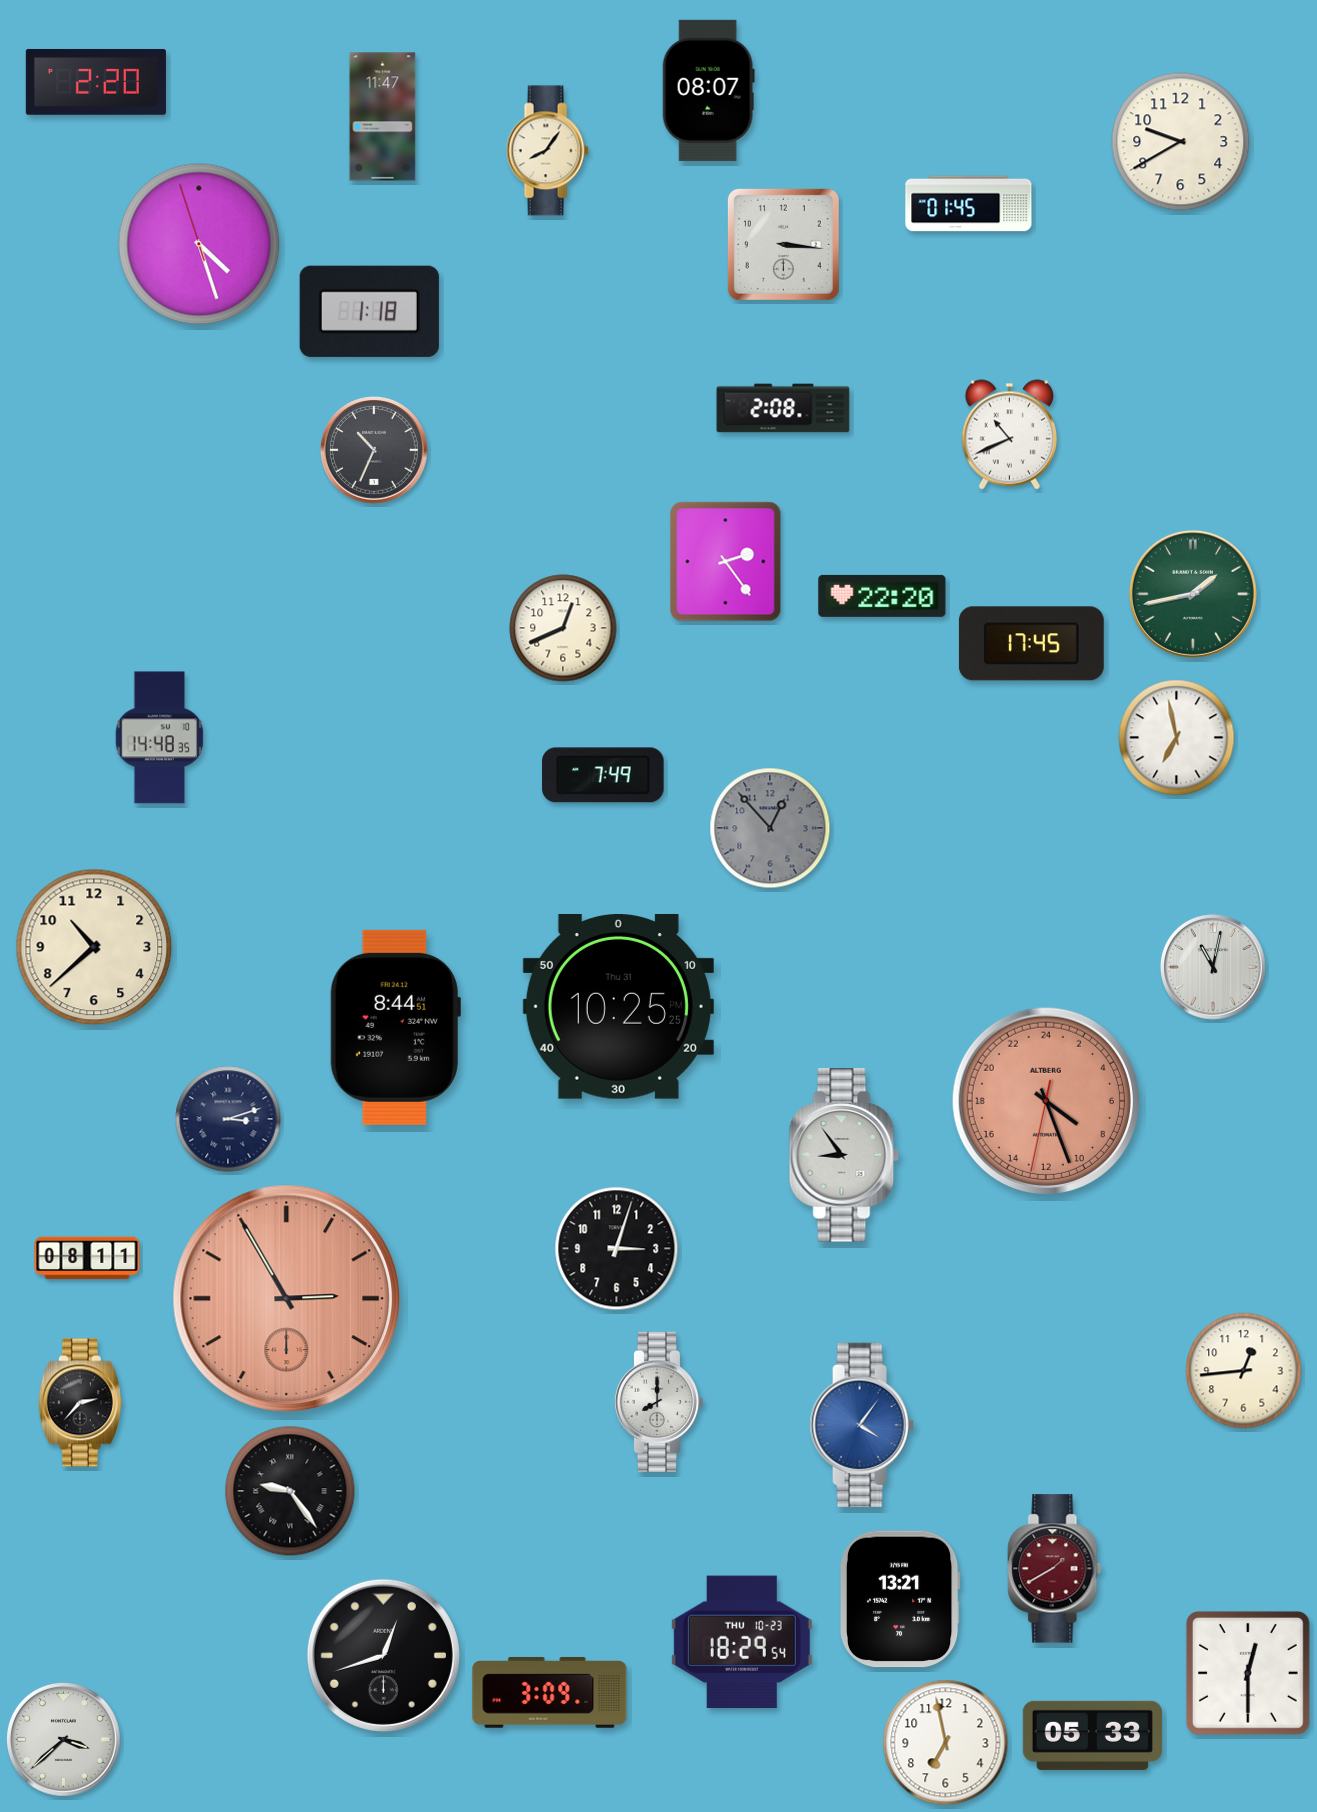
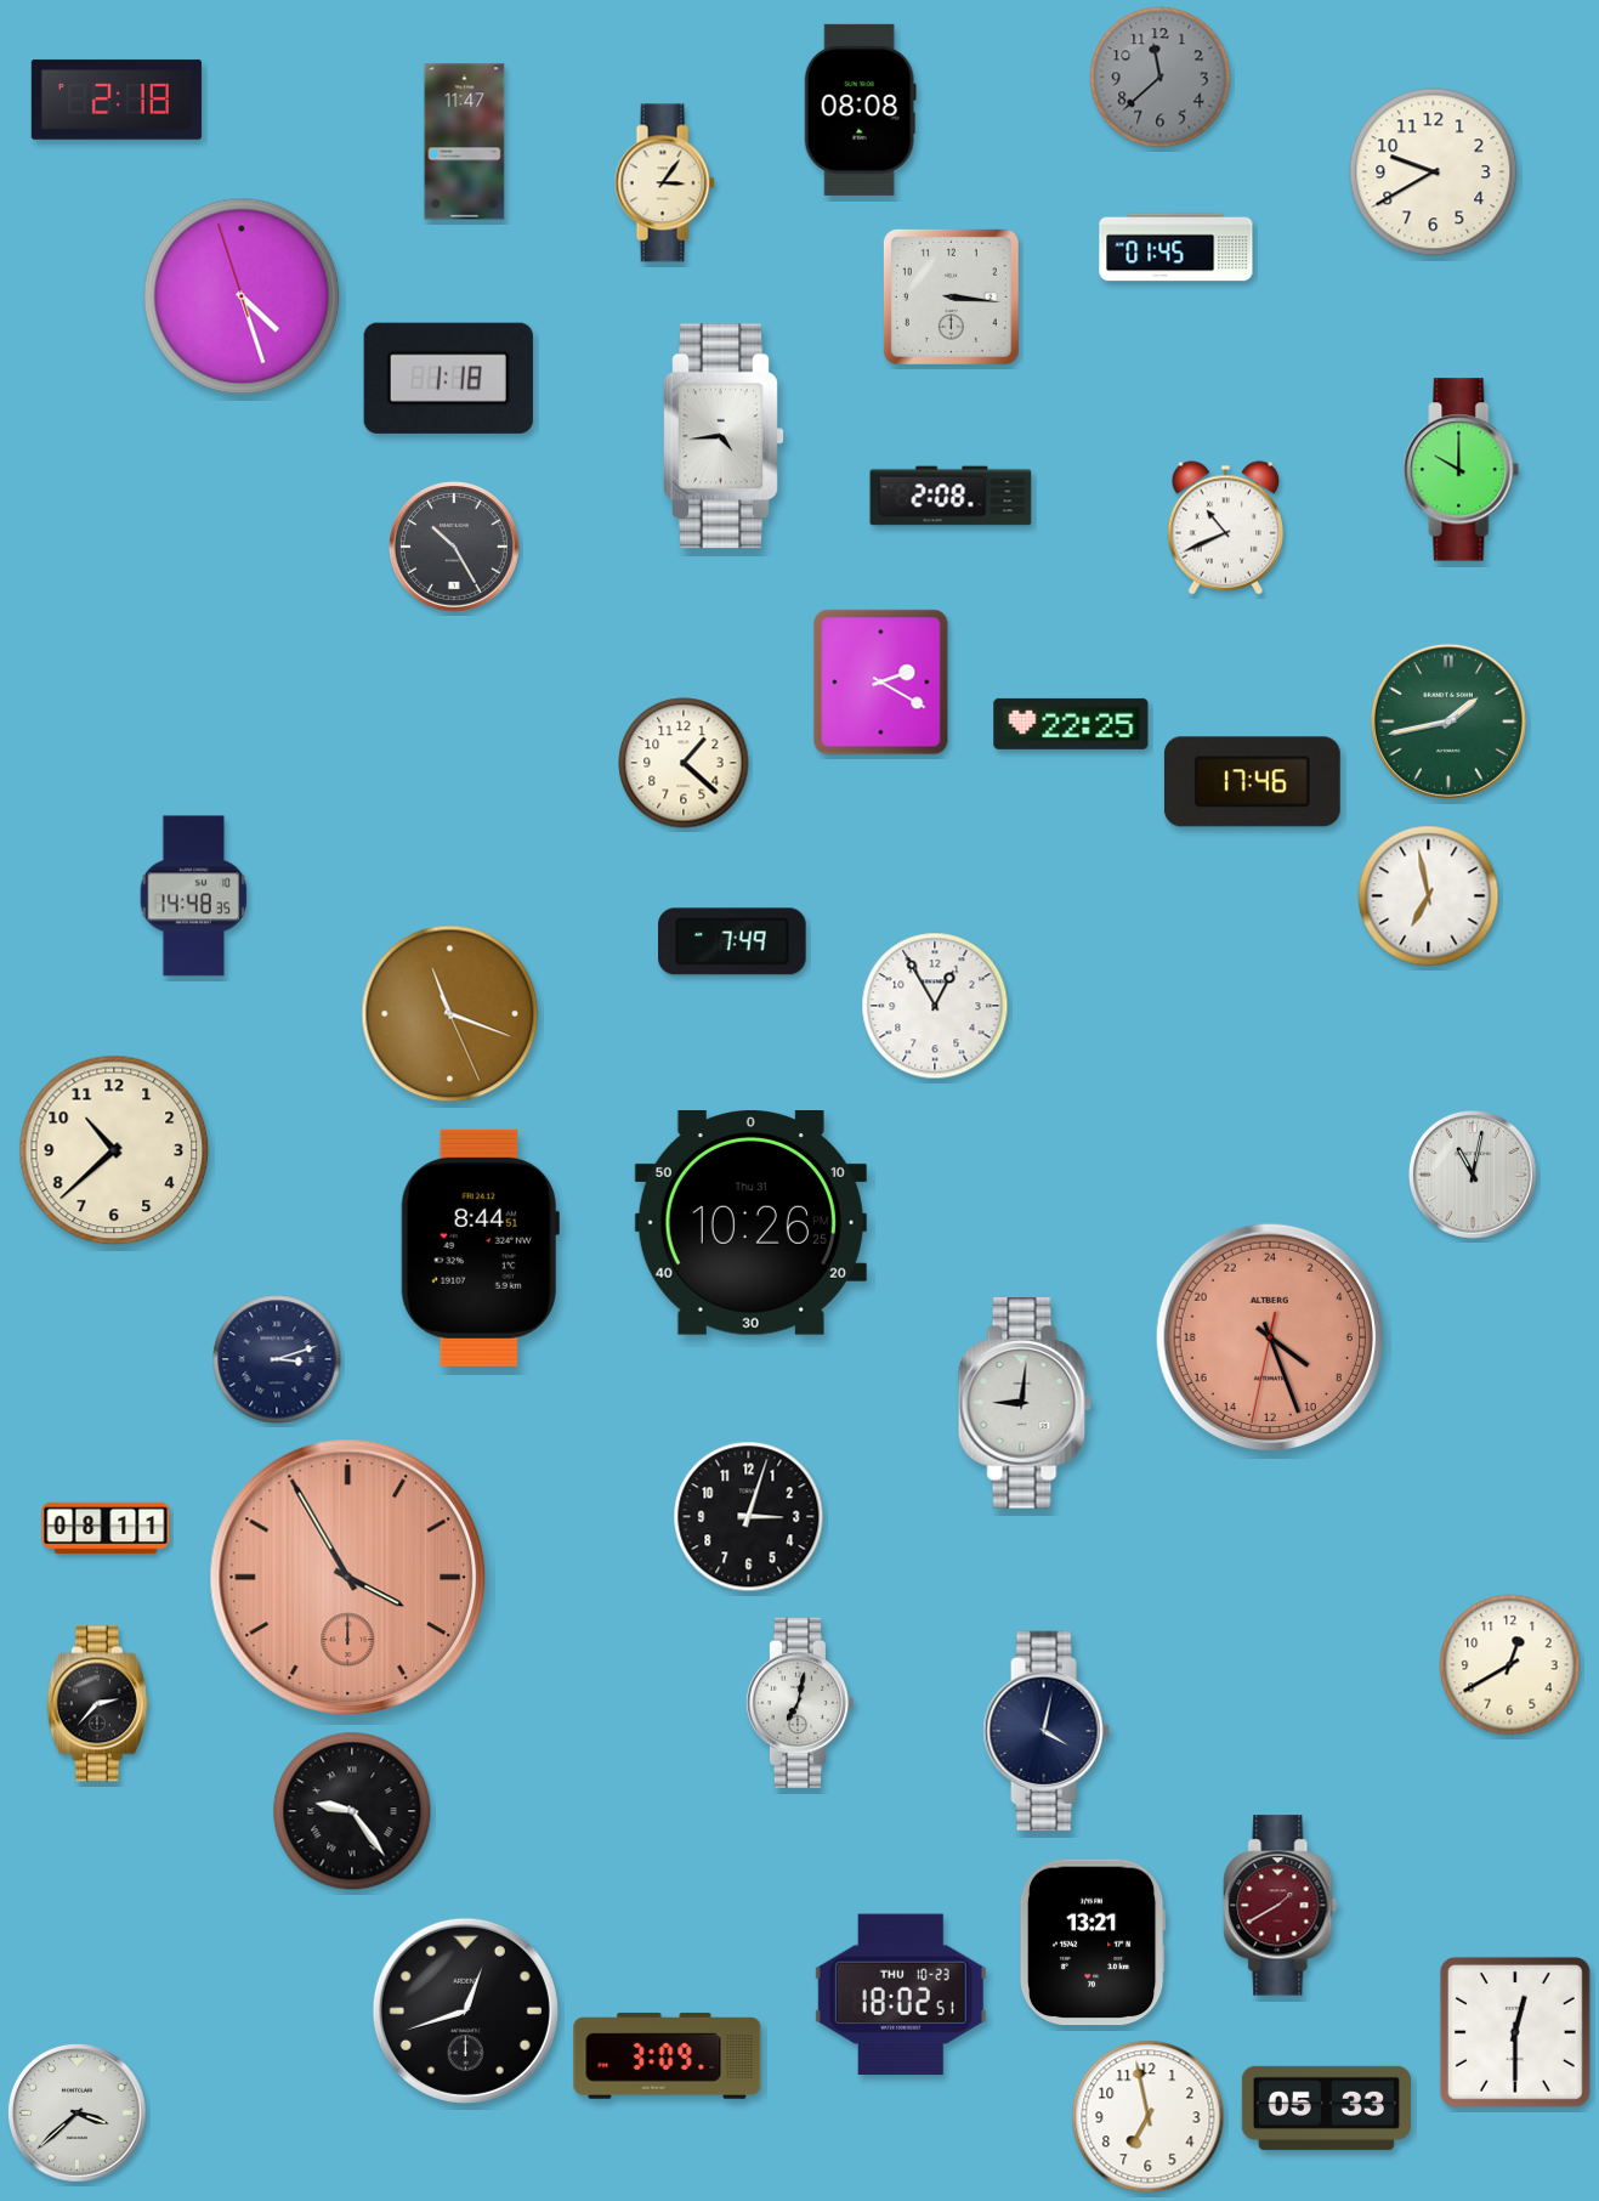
clock at (1161, 78): none -> 11:38
clock at (96, 82): 2:20 -> 2:18
clock at (708, 90): 08:07 -> 08:08
clock at (547, 151): 8:06 -> 3:06
clock at (724, 436): none -> 4:44
clock at (1462, 470): none -> 10:00
clock at (375, 451): 10:34 -> 10:25
clock at (726, 562): 2:24 -> 2:20
clock at (882, 596): 22:20 -> 22:25
clock at (563, 628): 12:41 -> 1:22
clock at (1031, 644): 17:45 -> 17:46
clock at (770, 828): 12:53 -> 12:55
clock at (770, 828) dial: grey -> white
clock at (450, 1014): none -> 11:18
clock at (618, 1007): 10:25 -> 10:26
clock at (844, 1155): 8:54 -> 9:01
clock at (287, 1299): 2:55 -> 3:55
clock at (1244, 1371): 12:44 -> 12:40
clock at (658, 1402): 8:00 -> 7:02
clock at (862, 1425): 4:06 -> 4:02
clock at (862, 1425) dial: blue -> navy
clock at (742, 1642): 18:29 -> 18:02
